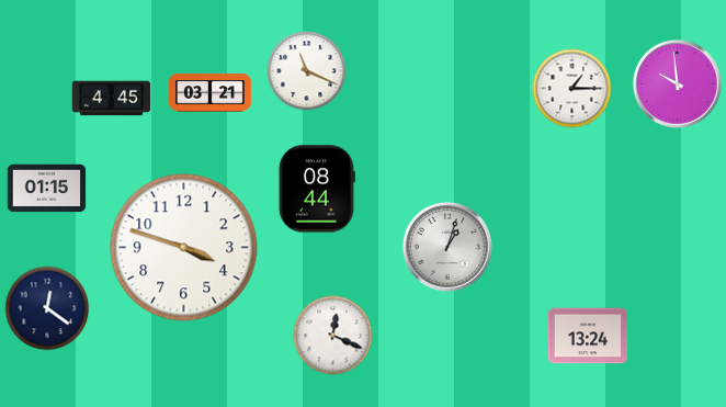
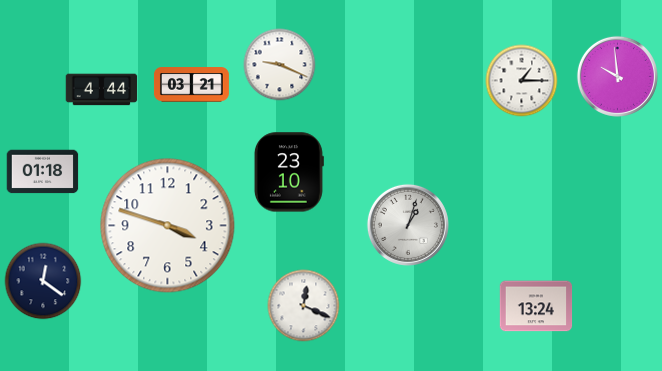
clock at (307, 71): 11:19 -> 9:19
clock at (112, 99): 4:45 -> 4:44
clock at (47, 189): 01:15 -> 01:18
clock at (317, 189): 08:44 -> 23:10
